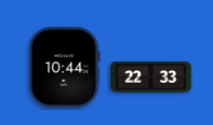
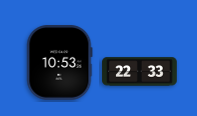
clock at (65, 68): 10:44 -> 10:53
